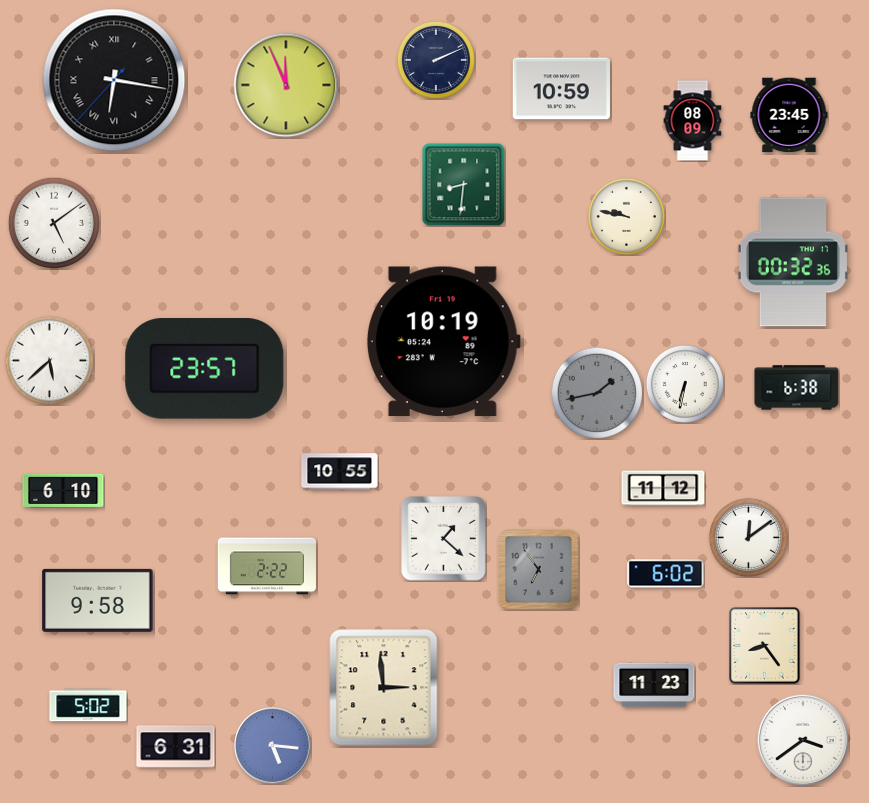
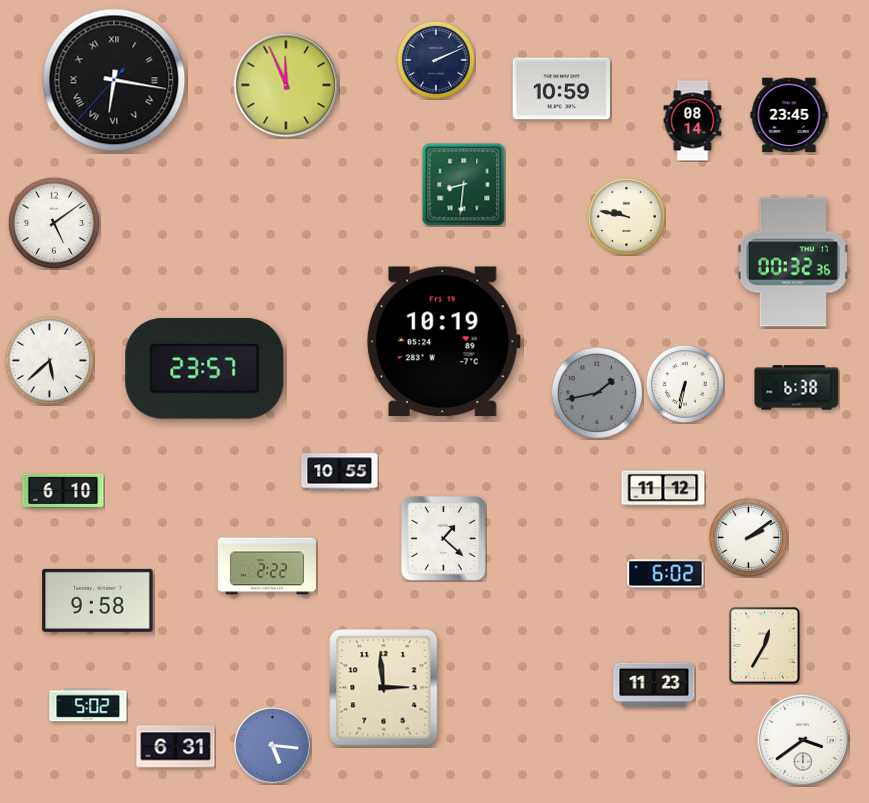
clock at (693, 121): 08:09 -> 08:14
clock at (748, 537): 12:09 -> 2:09
clock at (539, 570): 6:54 -> none
clock at (765, 646): 8:24 -> 12:35
